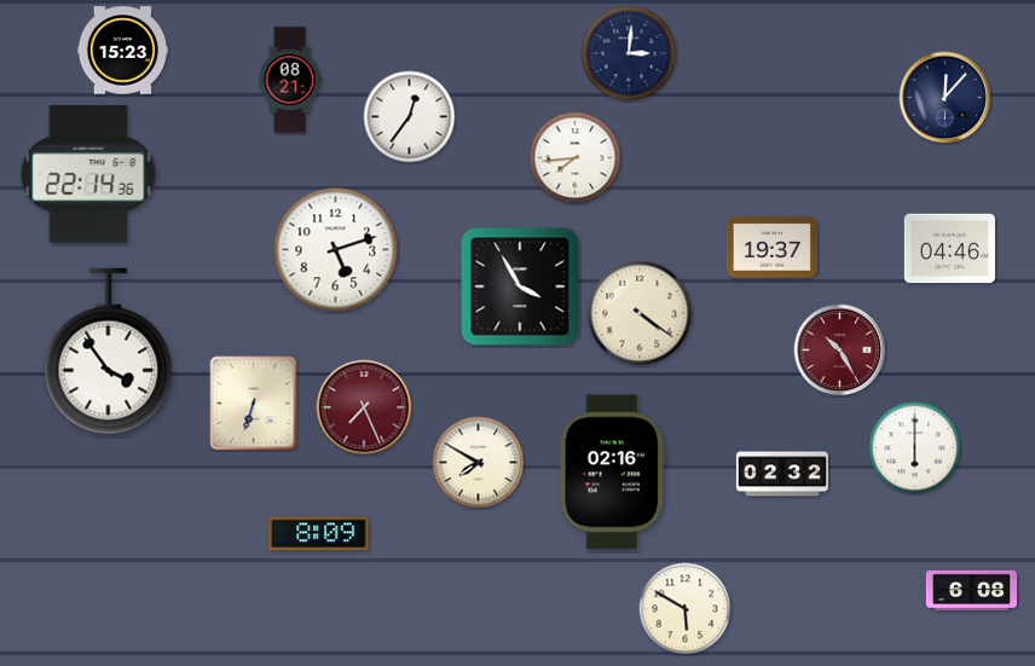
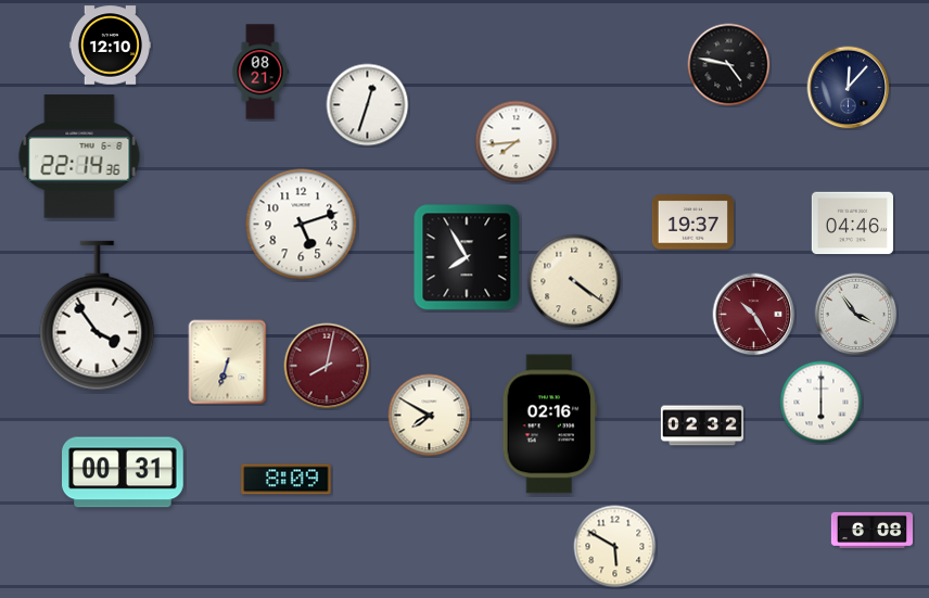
clock at (122, 51): 15:23 -> 12:10
clock at (629, 53): 3:01 -> none
clock at (729, 65): none -> 4:47
clock at (410, 117): 12:36 -> 12:33
clock at (520, 286): 3:55 -> 7:55
clock at (856, 315): none -> 3:54
clock at (364, 407): 7:26 -> 8:02
clock at (124, 472): none -> 00:31
